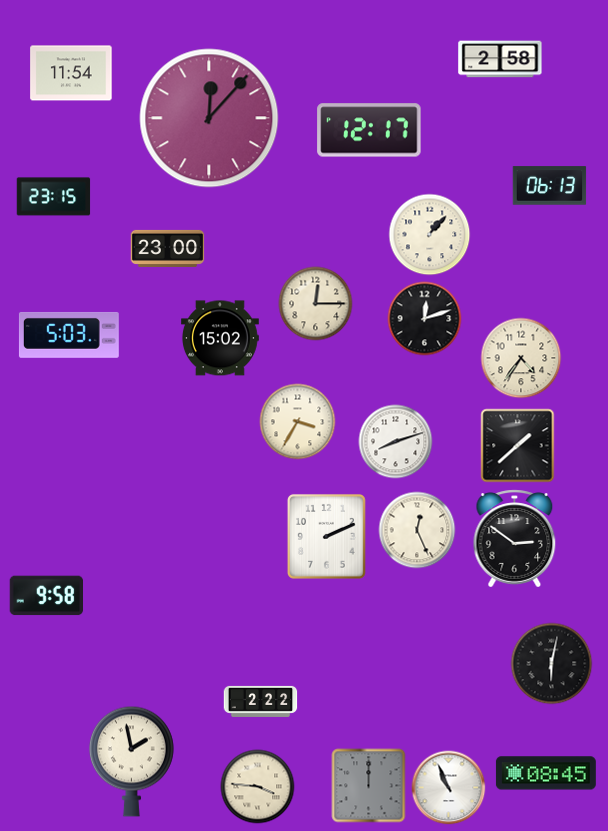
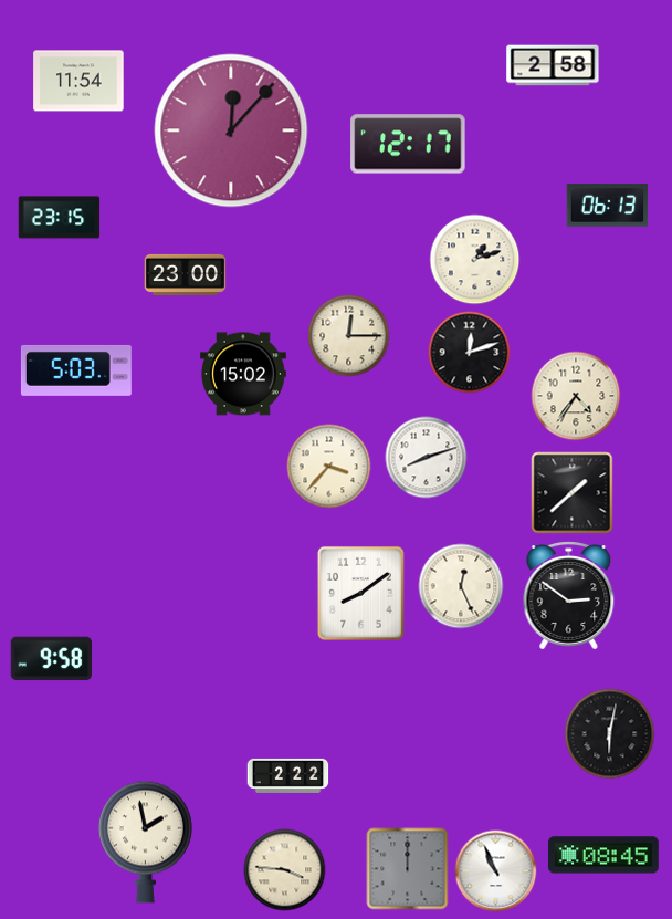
clock at (430, 235): 1:07 -> 1:12
clock at (298, 422): 3:35 -> 3:37
clock at (396, 442) position: (396, 442) -> (427, 458)
clock at (326, 536): 2:11 -> 8:09
